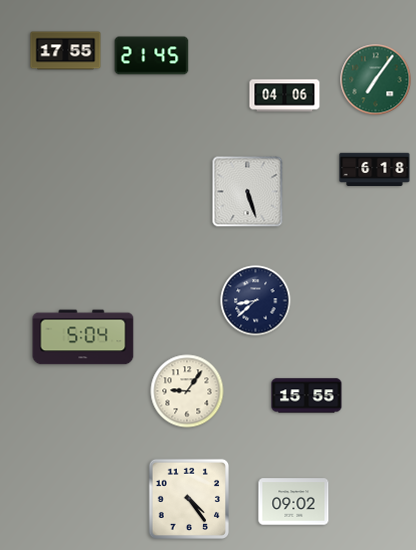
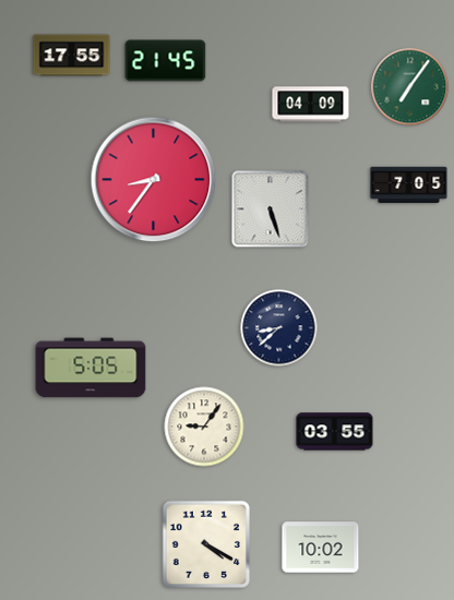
clock at (285, 96): 04:06 -> 04:09
clock at (154, 180): none -> 8:36
clock at (375, 170): 6:18 -> 7:05
clock at (83, 337): 5:04 -> 5:05
clock at (307, 396): 15:55 -> 03:55
clock at (188, 498): 4:24 -> 4:20
clock at (294, 502): 09:02 -> 10:02
